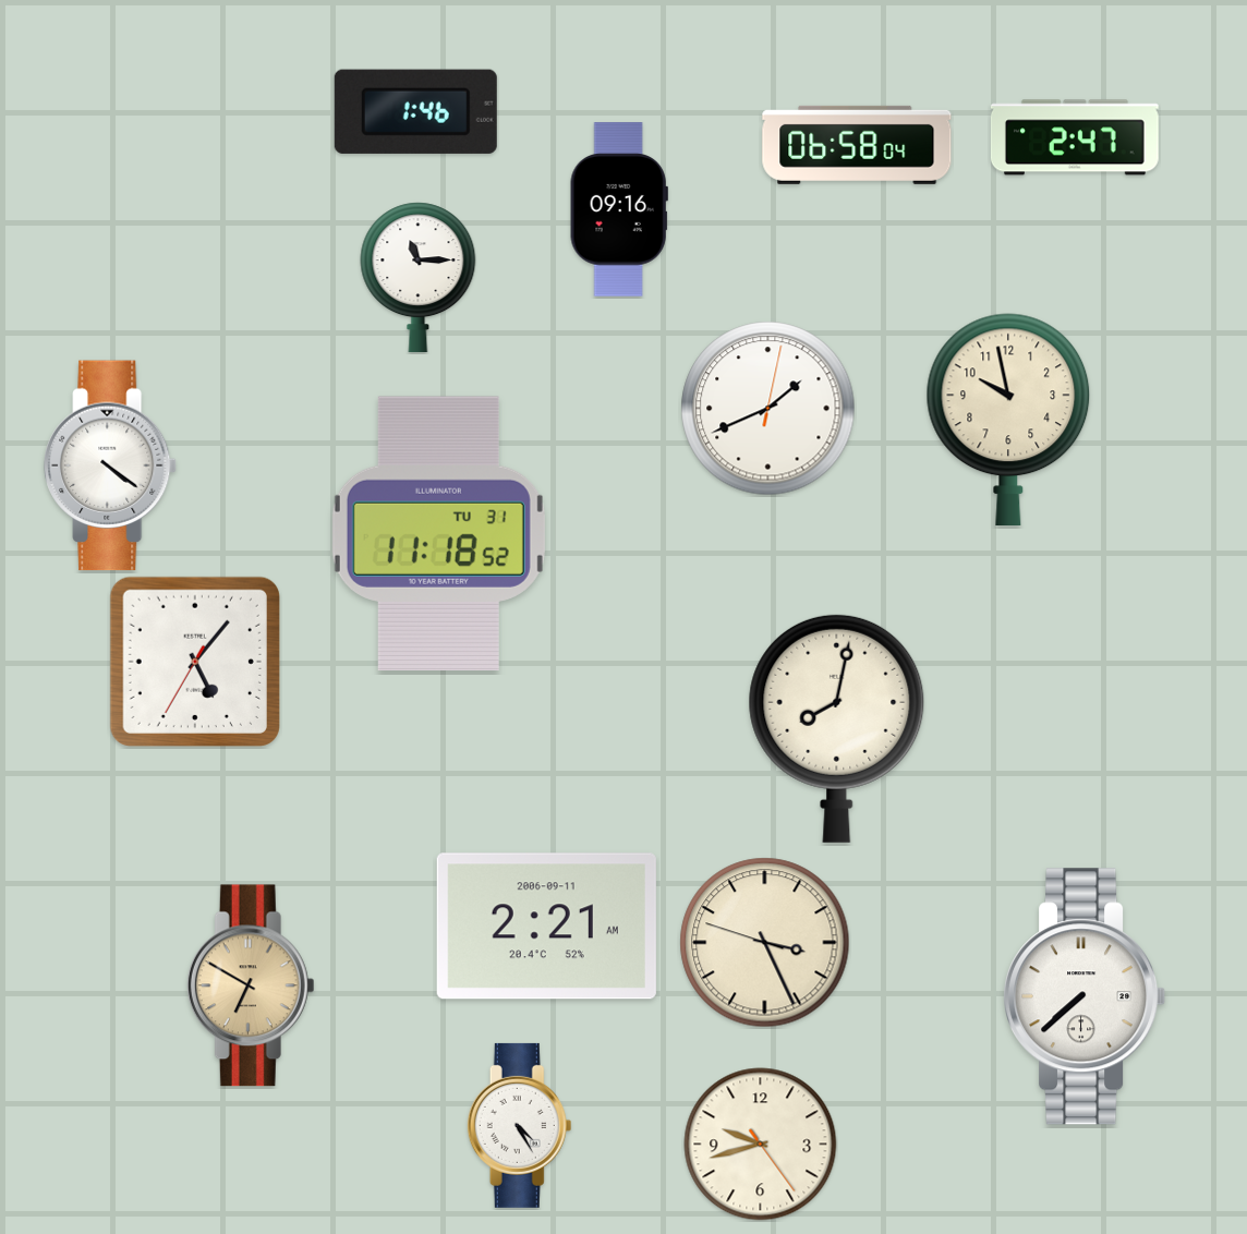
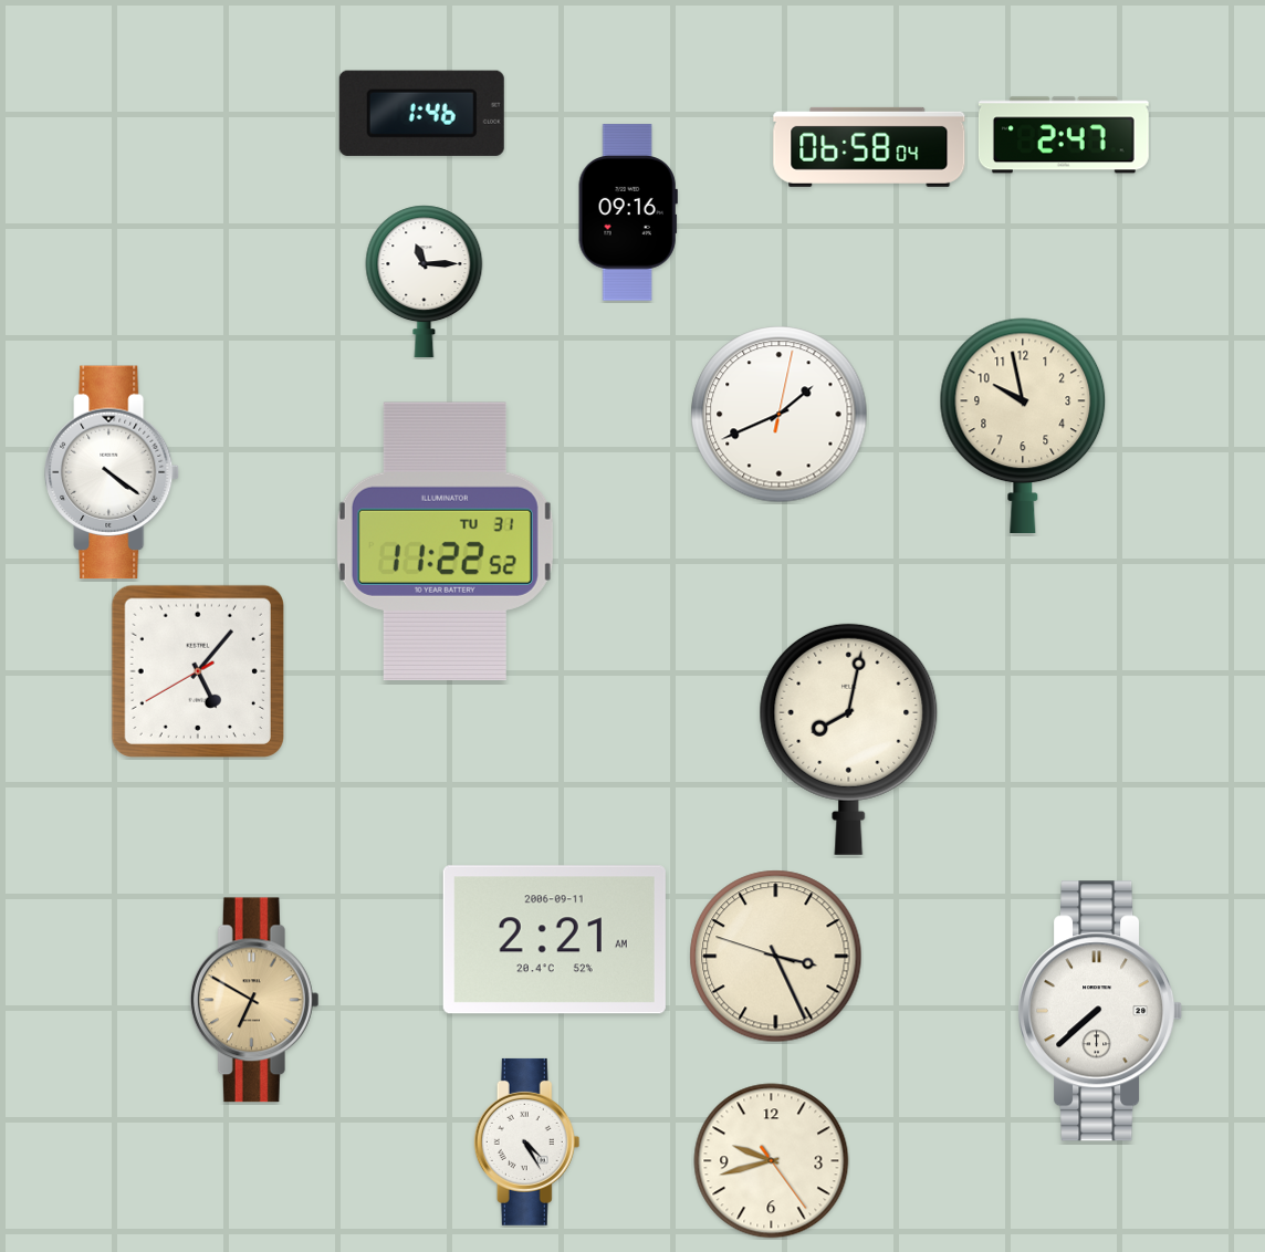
clock at (1075, 137) position: (1075, 137) -> (1064, 135)
clock at (438, 533): 11:18 -> 11:22
clock at (195, 662): 5:06:35 -> 5:06:40
